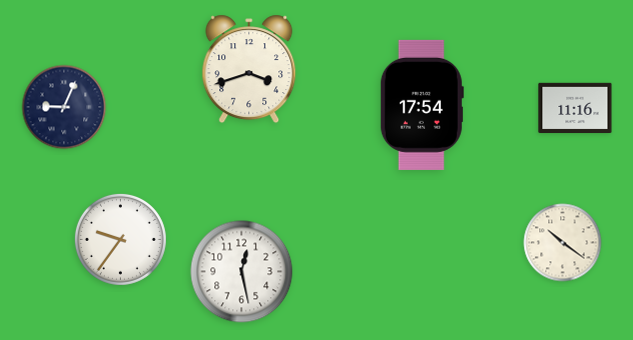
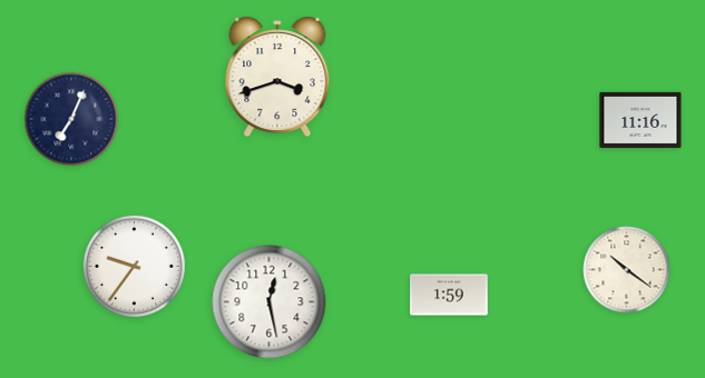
clock at (422, 105): 17:54 -> none
clock at (64, 107): 9:04 -> 7:04
clock at (449, 295): none -> 1:59
